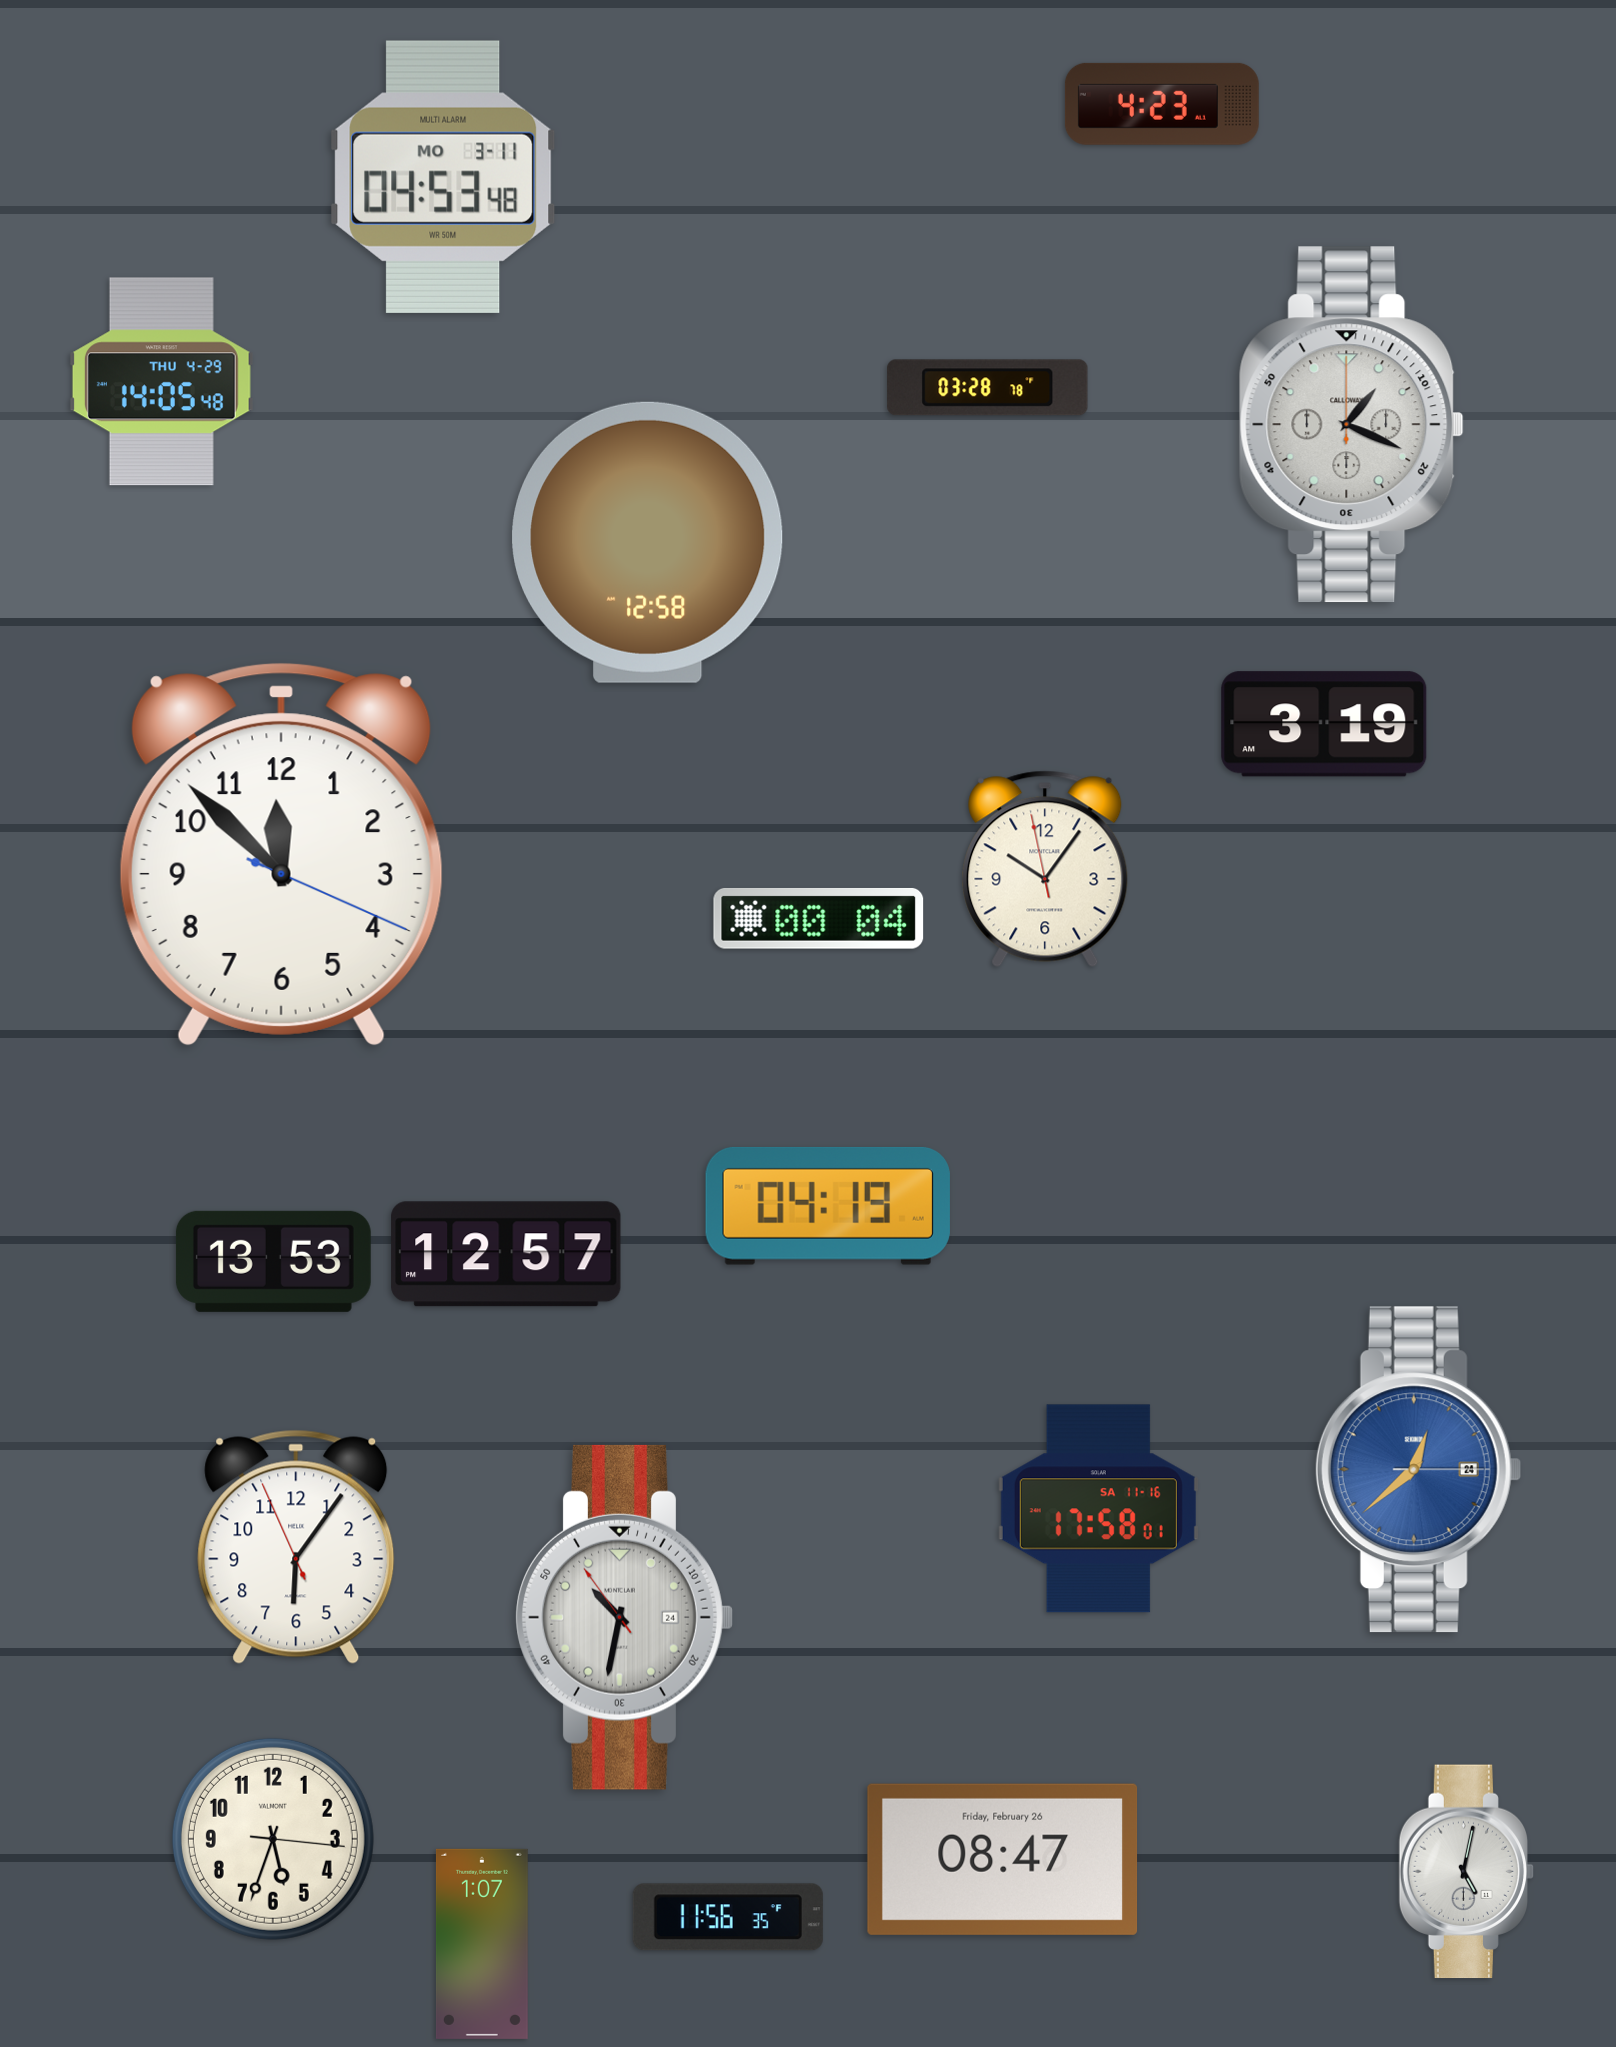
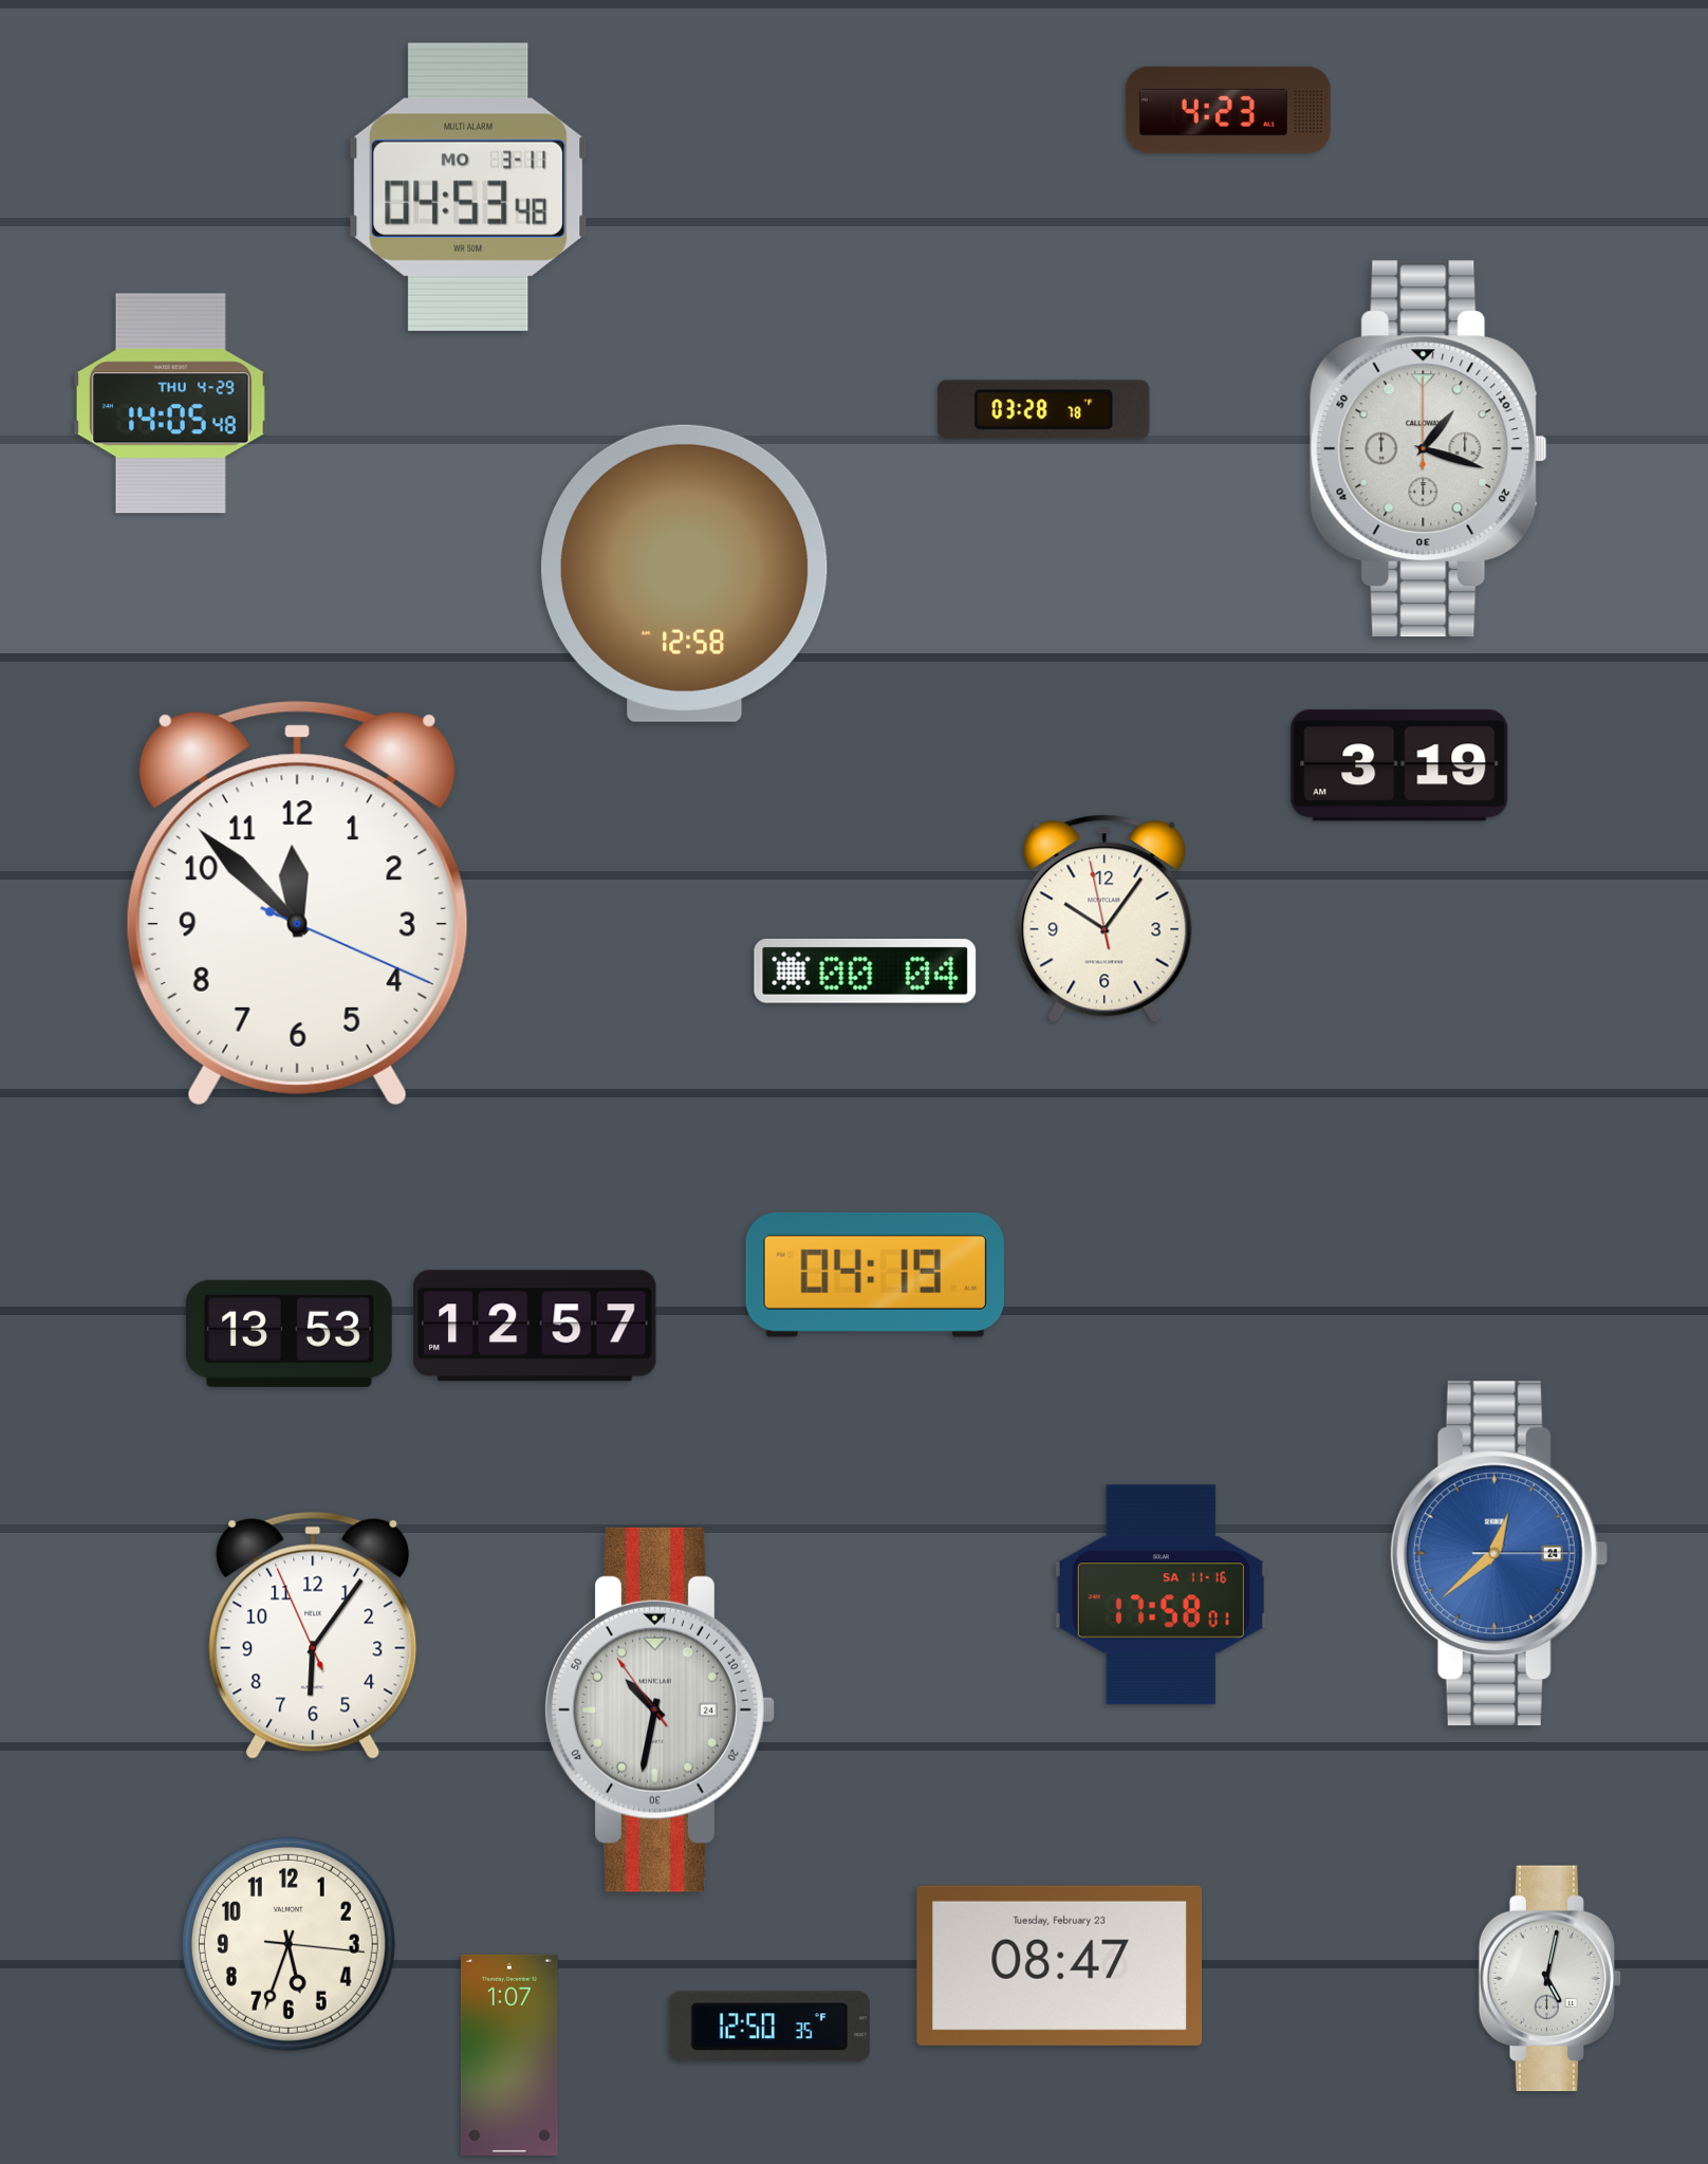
clock at (1351, 425): 1:19 -> 1:18
clock at (1003, 1859) date: Friday, February 26 -> Tuesday, February 23
clock at (728, 1917): 11:56 -> 12:50
